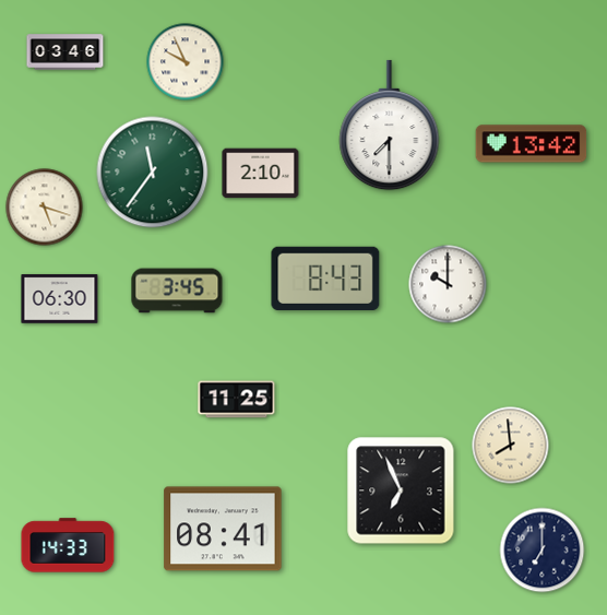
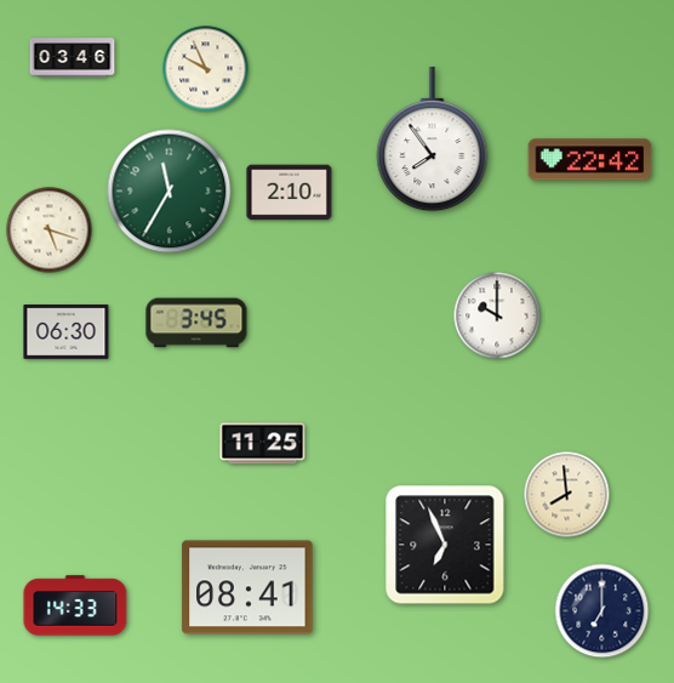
clock at (390, 126): 7:30 -> 7:54
clock at (532, 144): 13:42 -> 22:42
clock at (153, 173): 11:36 -> 11:35
clock at (325, 277): 8:43 -> none
